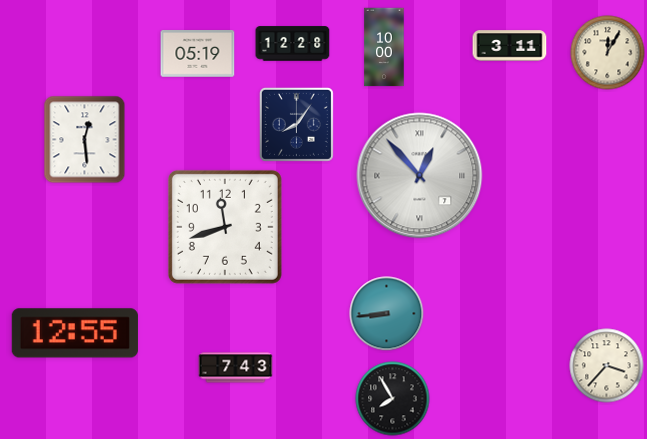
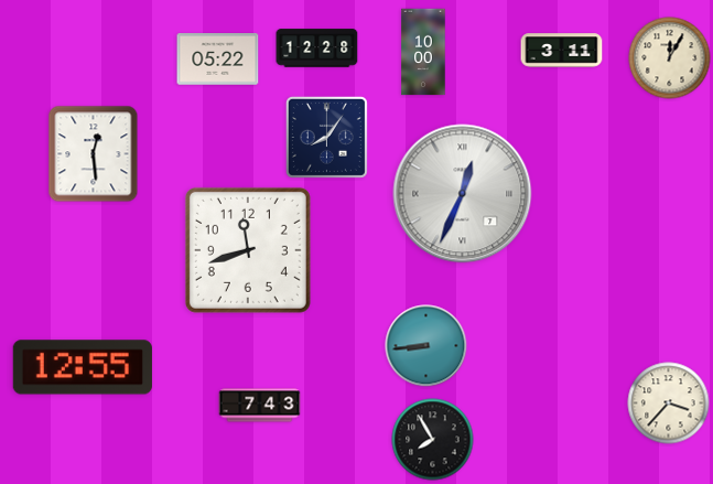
clock at (293, 44) position: (293, 44) -> (317, 49)
clock at (198, 54): 05:19 -> 05:22
clock at (420, 176): 12:53 -> 12:34
